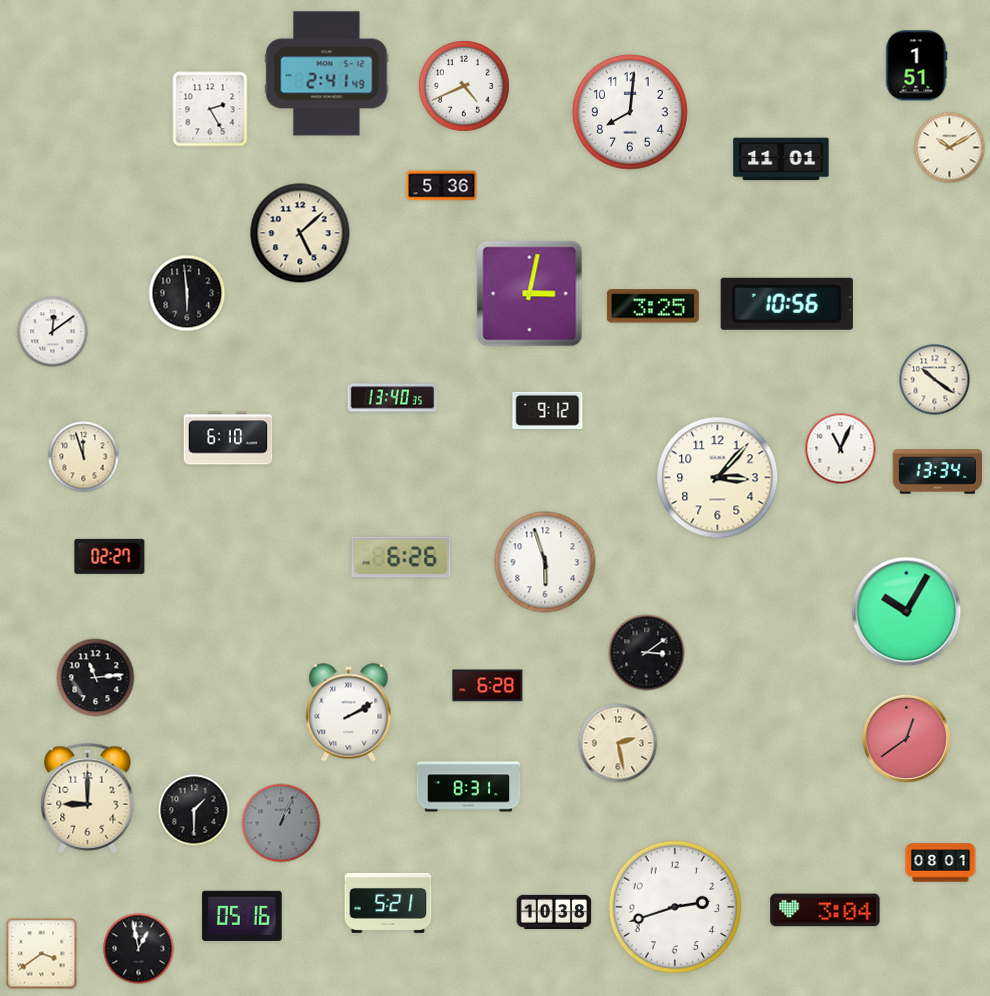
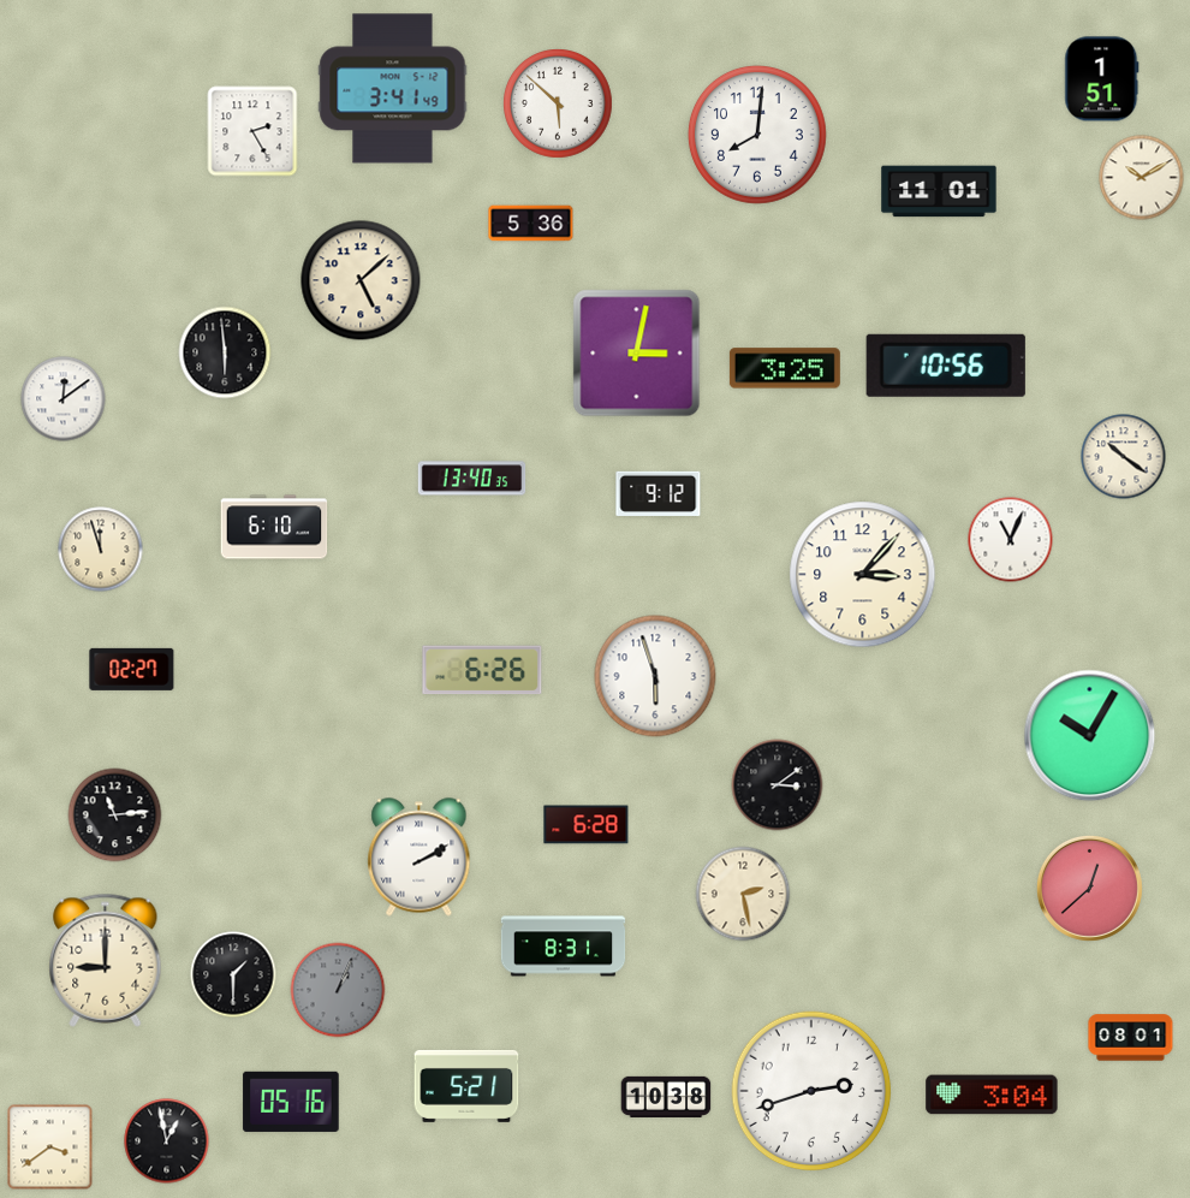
clock at (327, 74): 2:41 -> 3:41
clock at (464, 86): 4:41 -> 5:52
clock at (938, 472): 13:34 -> none
clock at (906, 738): 12:39 -> 12:38
